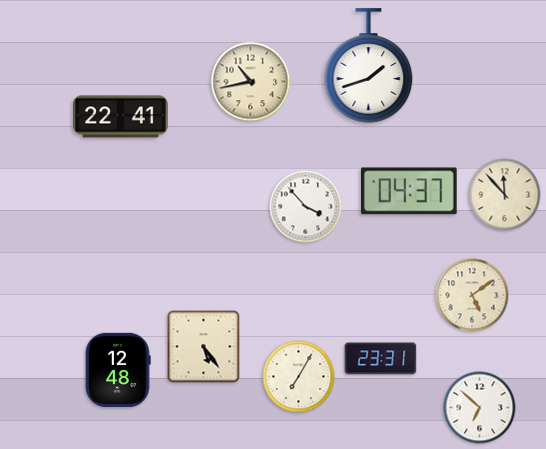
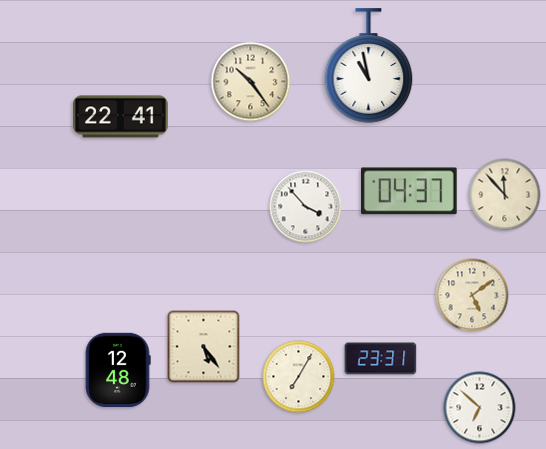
clock at (369, 66): 1:42 -> 10:58
clock at (251, 82): 10:43 -> 10:24
